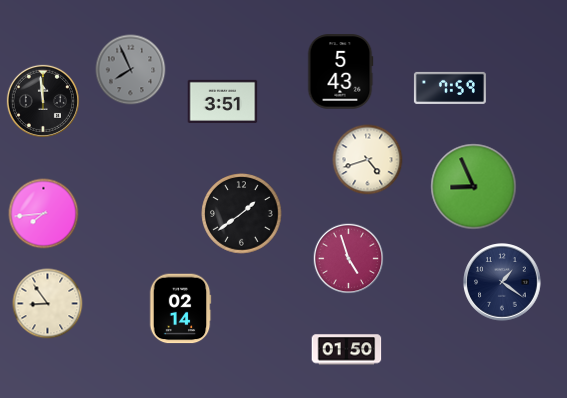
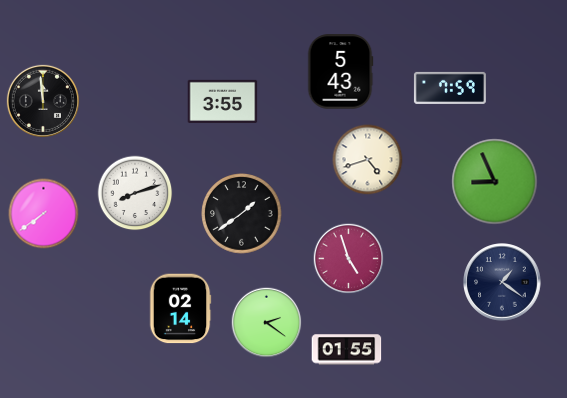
clock at (131, 70): 7:56 -> none
clock at (223, 101): 3:51 -> 3:55
clock at (474, 187) position: (474, 187) -> (495, 182)
clock at (135, 193): none -> 8:12
clock at (44, 214): 7:44 -> 7:39
clock at (48, 304): 8:54 -> none
clock at (267, 323): none -> 2:21
clock at (347, 350): 01:50 -> 01:55
